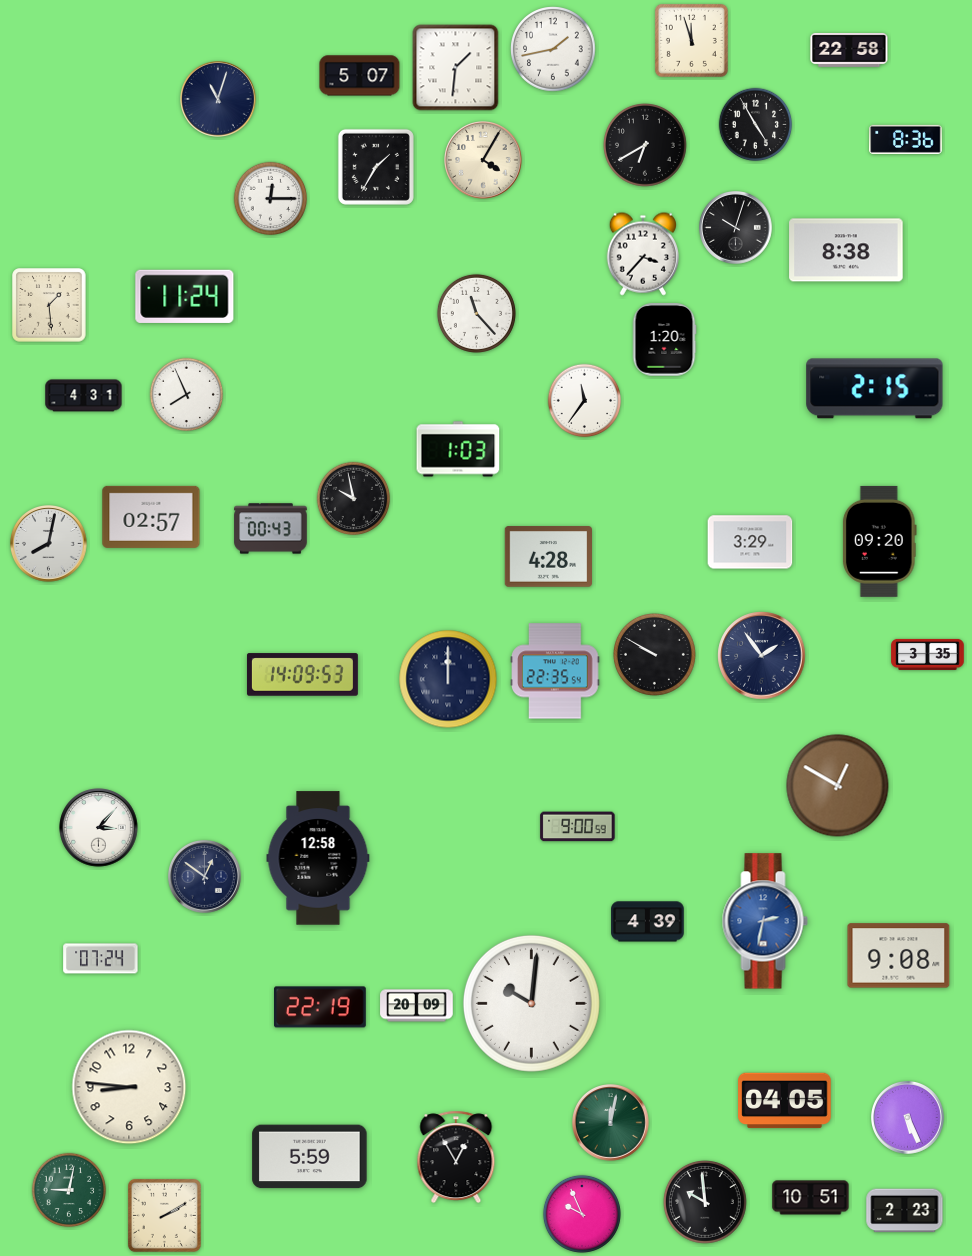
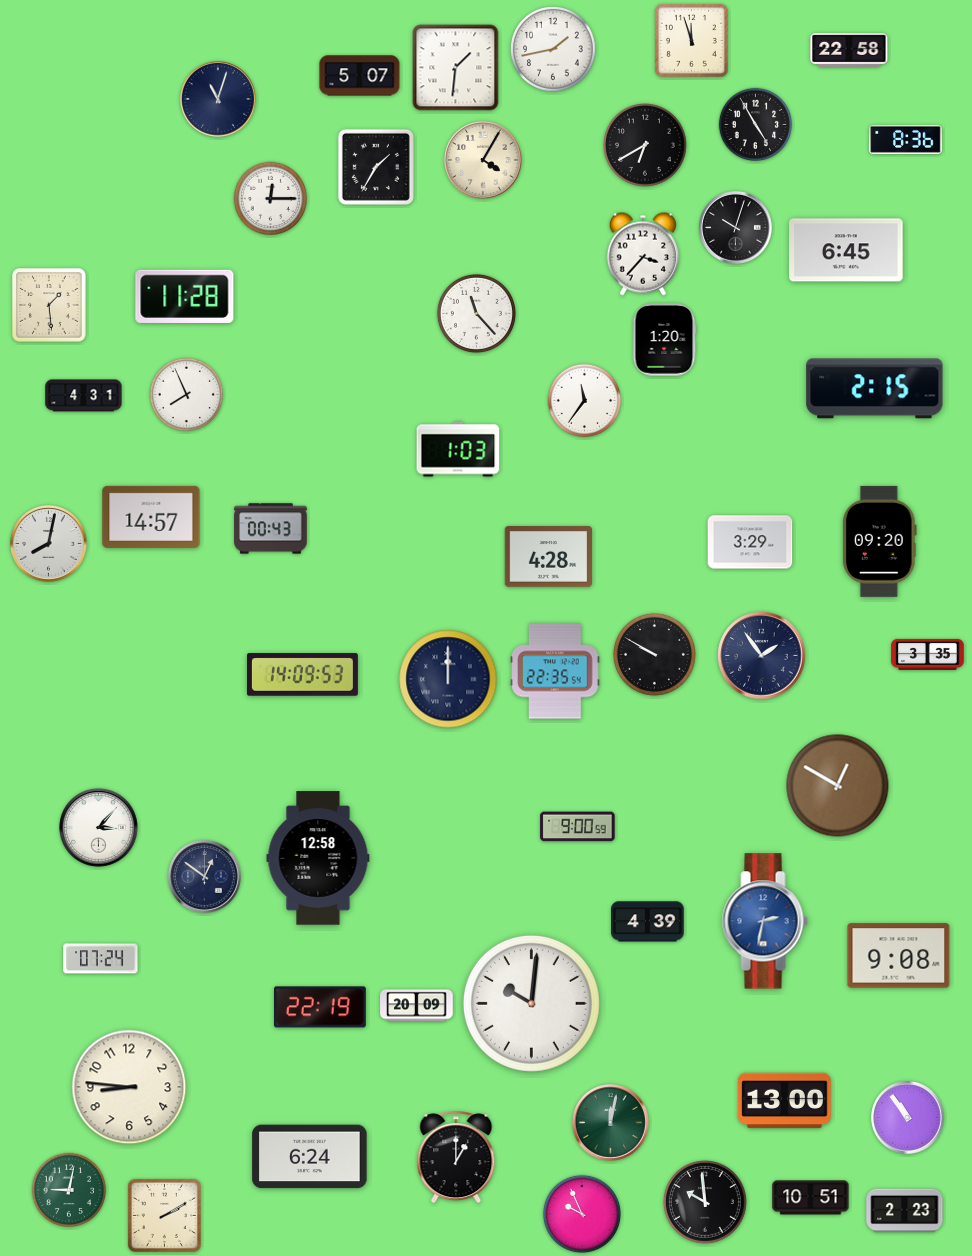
clock at (846, 250): 8:38 -> 6:45
clock at (185, 296): 11:24 -> 11:28
clock at (354, 499): 9:58 -> none
clock at (151, 517): 02:57 -> 14:57
clock at (785, 1101): 04:05 -> 13:00
clock at (908, 1118): 5:26 -> 10:54
clock at (310, 1157): 5:59 -> 6:24
clock at (456, 1157): 12:55 -> 1:00
